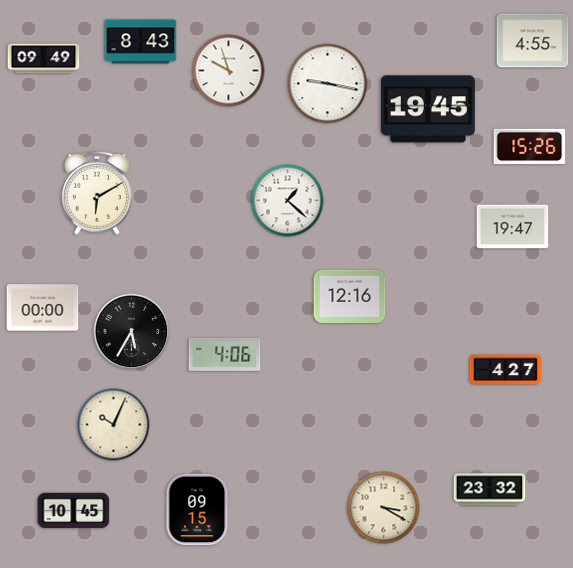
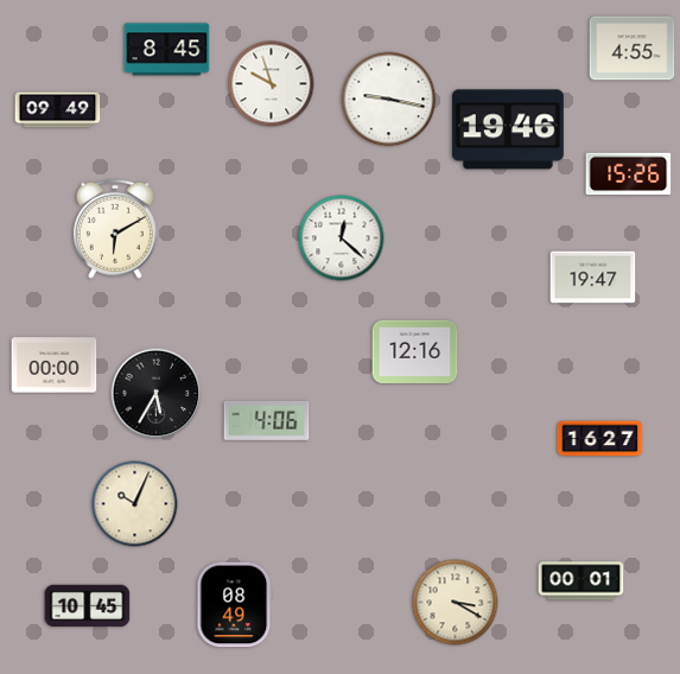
clock at (141, 42): 8:43 -> 8:45
clock at (44, 59) position: (44, 59) -> (58, 110)
clock at (428, 109): 19:45 -> 19:46
clock at (288, 201): 1:22 -> 12:22
clock at (513, 227) position: (513, 227) -> (593, 278)
clock at (43, 308) position: (43, 308) -> (55, 365)
clock at (506, 370): 4:27 -> 16:27
clock at (490, 490): 23:32 -> 00:01
clock at (198, 510): 09:15 -> 08:49
